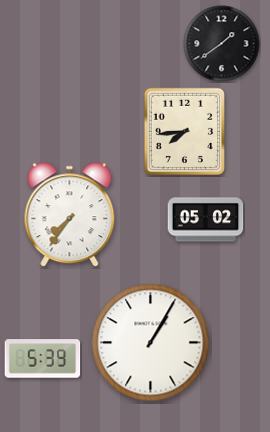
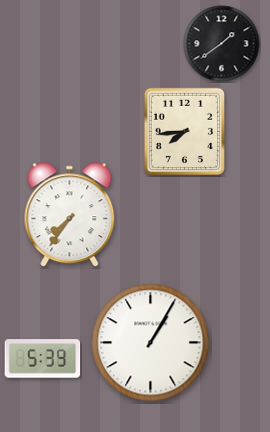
clock at (206, 220): 05:02 -> none
